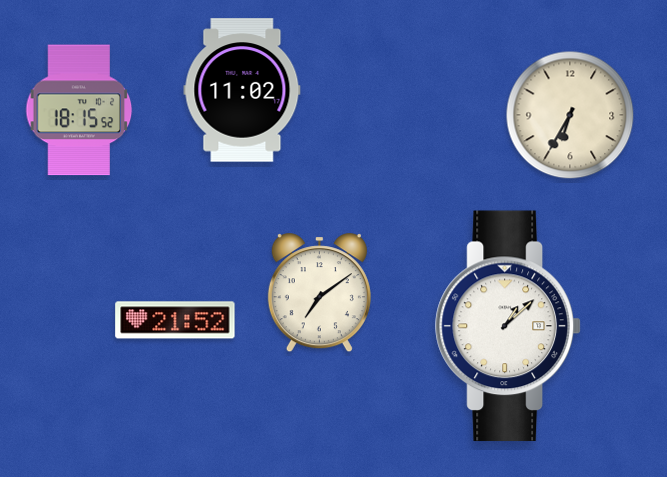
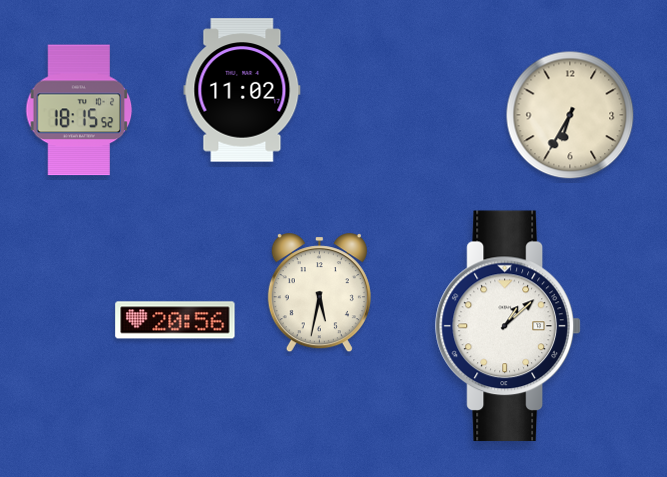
clock at (319, 293): 7:09 -> 5:32
clock at (175, 320): 21:52 -> 20:56
